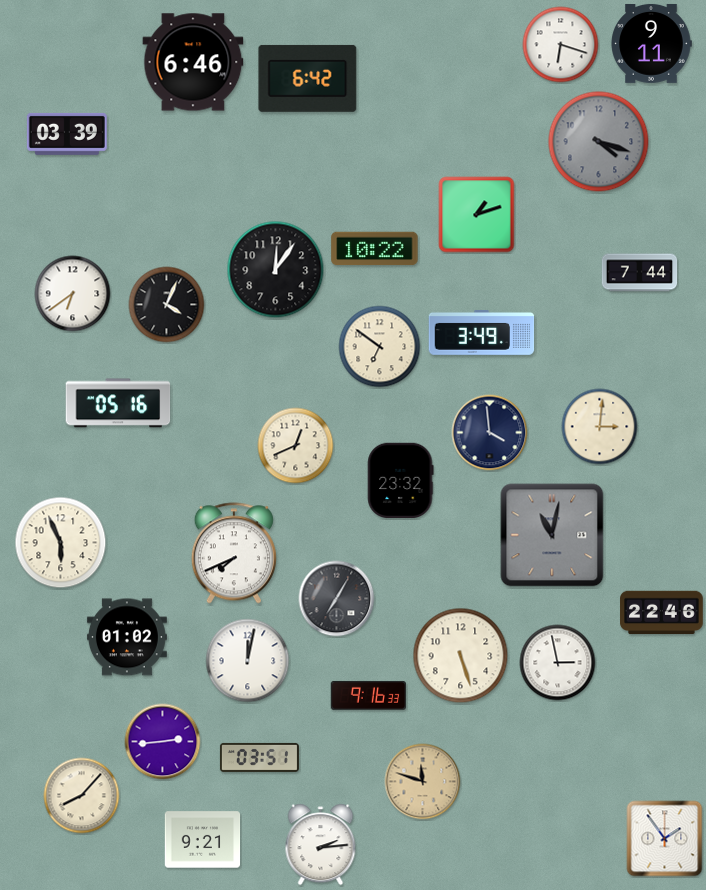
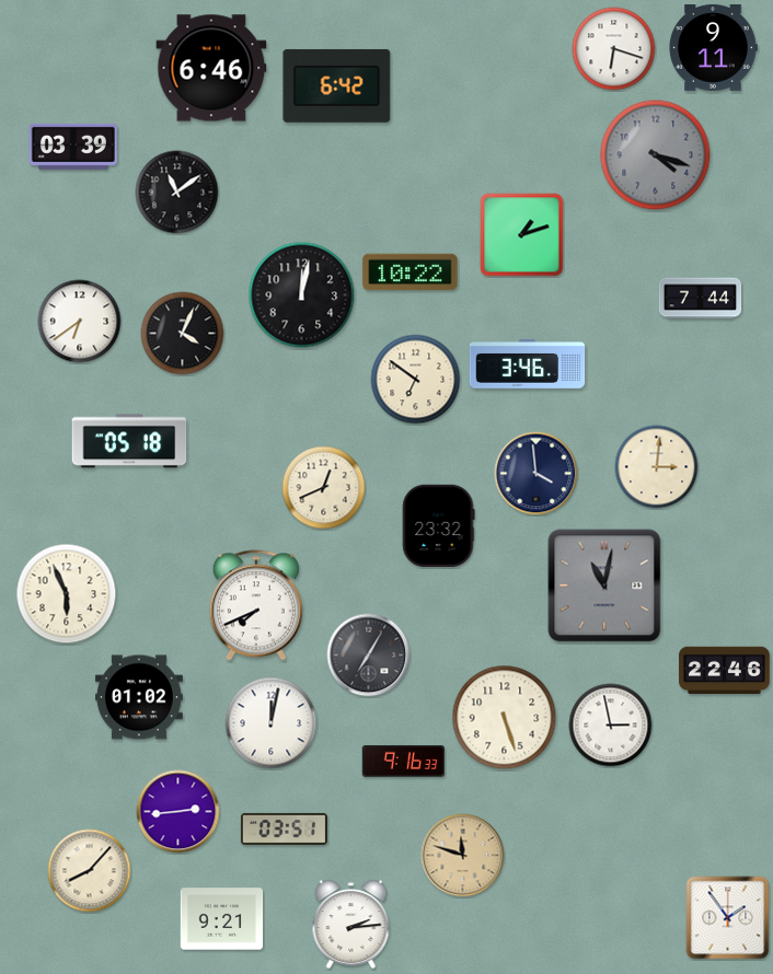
clock at (177, 193): none -> 11:09
clock at (276, 270): 12:06 -> 12:02
clock at (482, 332): 3:49 -> 3:46
clock at (118, 403): 05:16 -> 05:18
